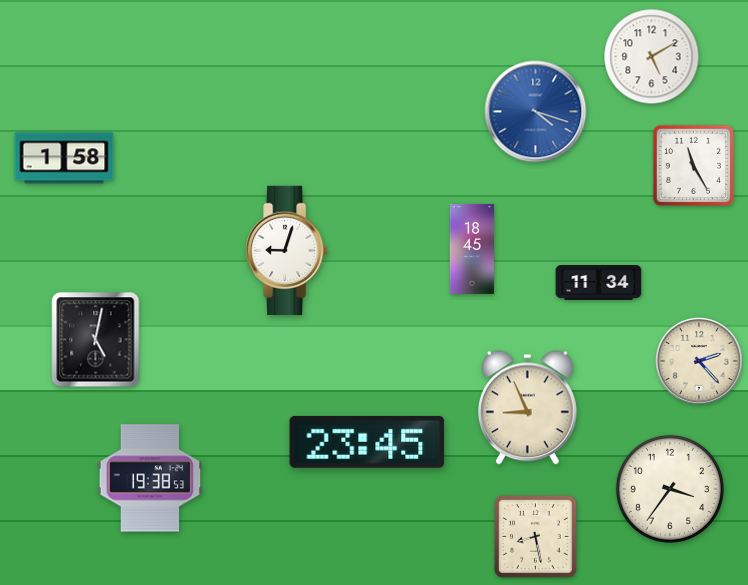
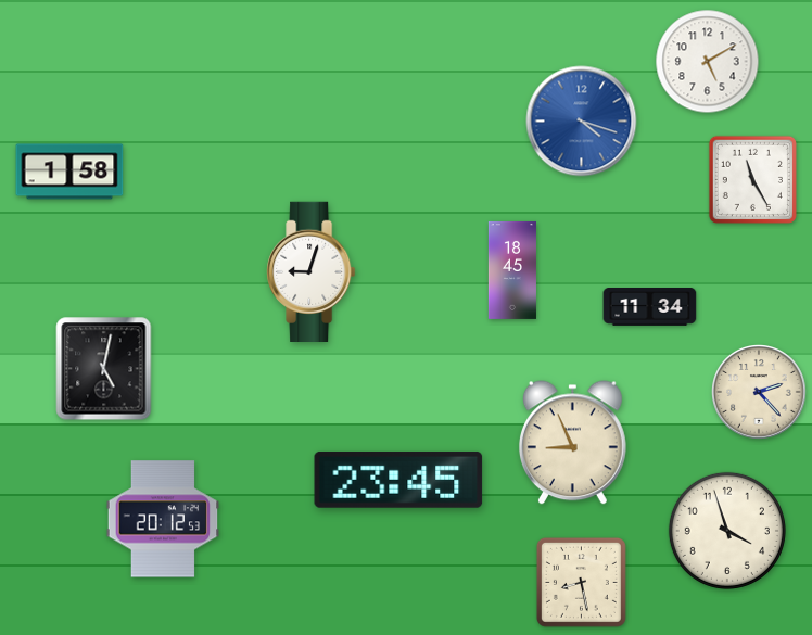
clock at (150, 478): 19:38 -> 20:12
clock at (670, 489): 3:36 -> 3:57
